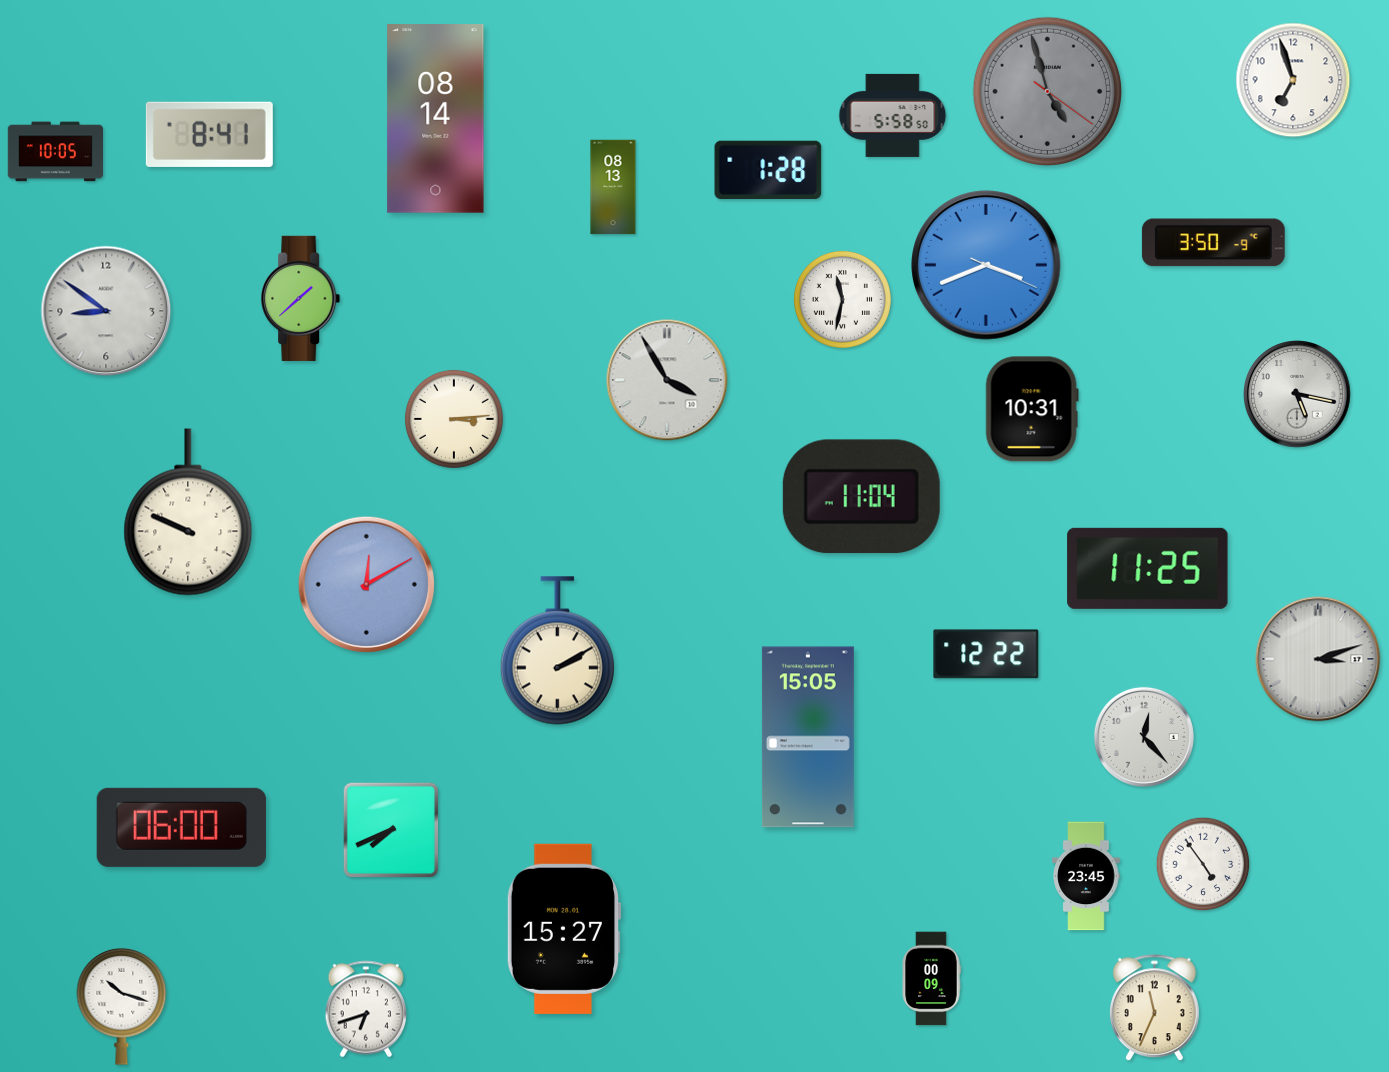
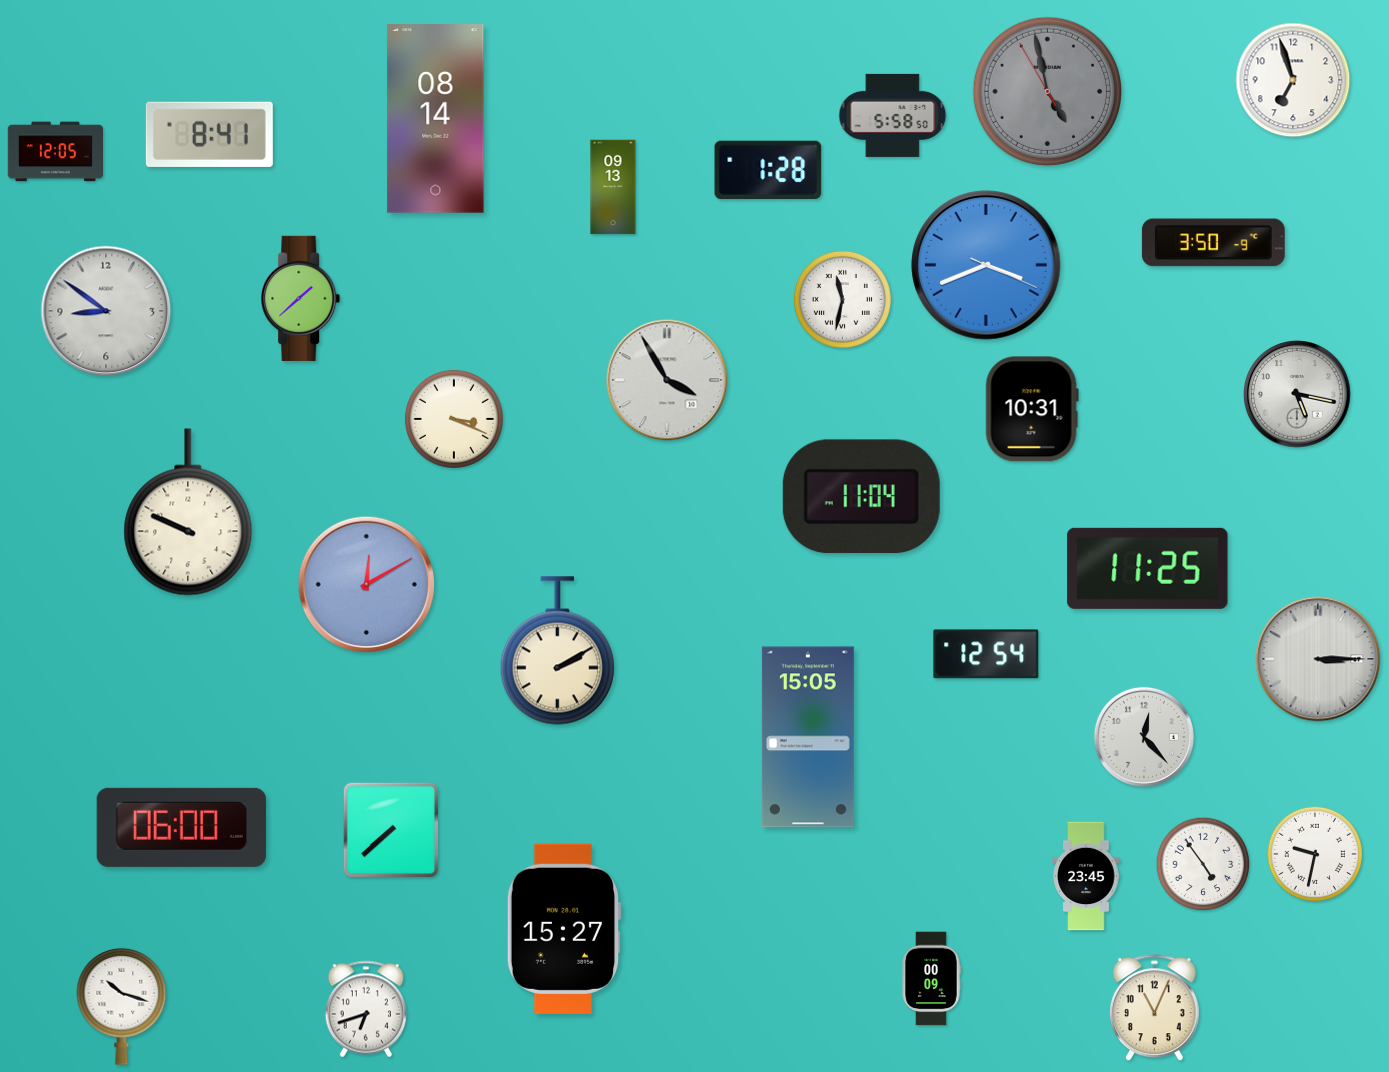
clock at (1047, 91): 4:57:21 -> 4:57:55
clock at (55, 152): 10:05 -> 12:05
clock at (613, 187): 08:13 -> 09:13
clock at (454, 419): 3:14 -> 3:19
clock at (986, 654): 12:22 -> 12:54
clock at (1318, 659): 3:12 -> 3:15
clock at (391, 830): 7:41 -> 7:38
clock at (1314, 853): none -> 9:32
clock at (1154, 1008): 11:34 -> 11:04
